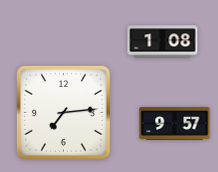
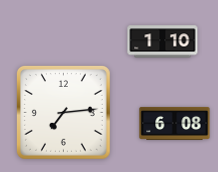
clock at (163, 42): 1:08 -> 1:10
clock at (175, 123): 9:57 -> 6:08
